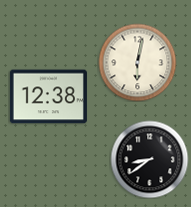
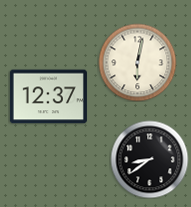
clock at (48, 97): 12:38 -> 12:37
